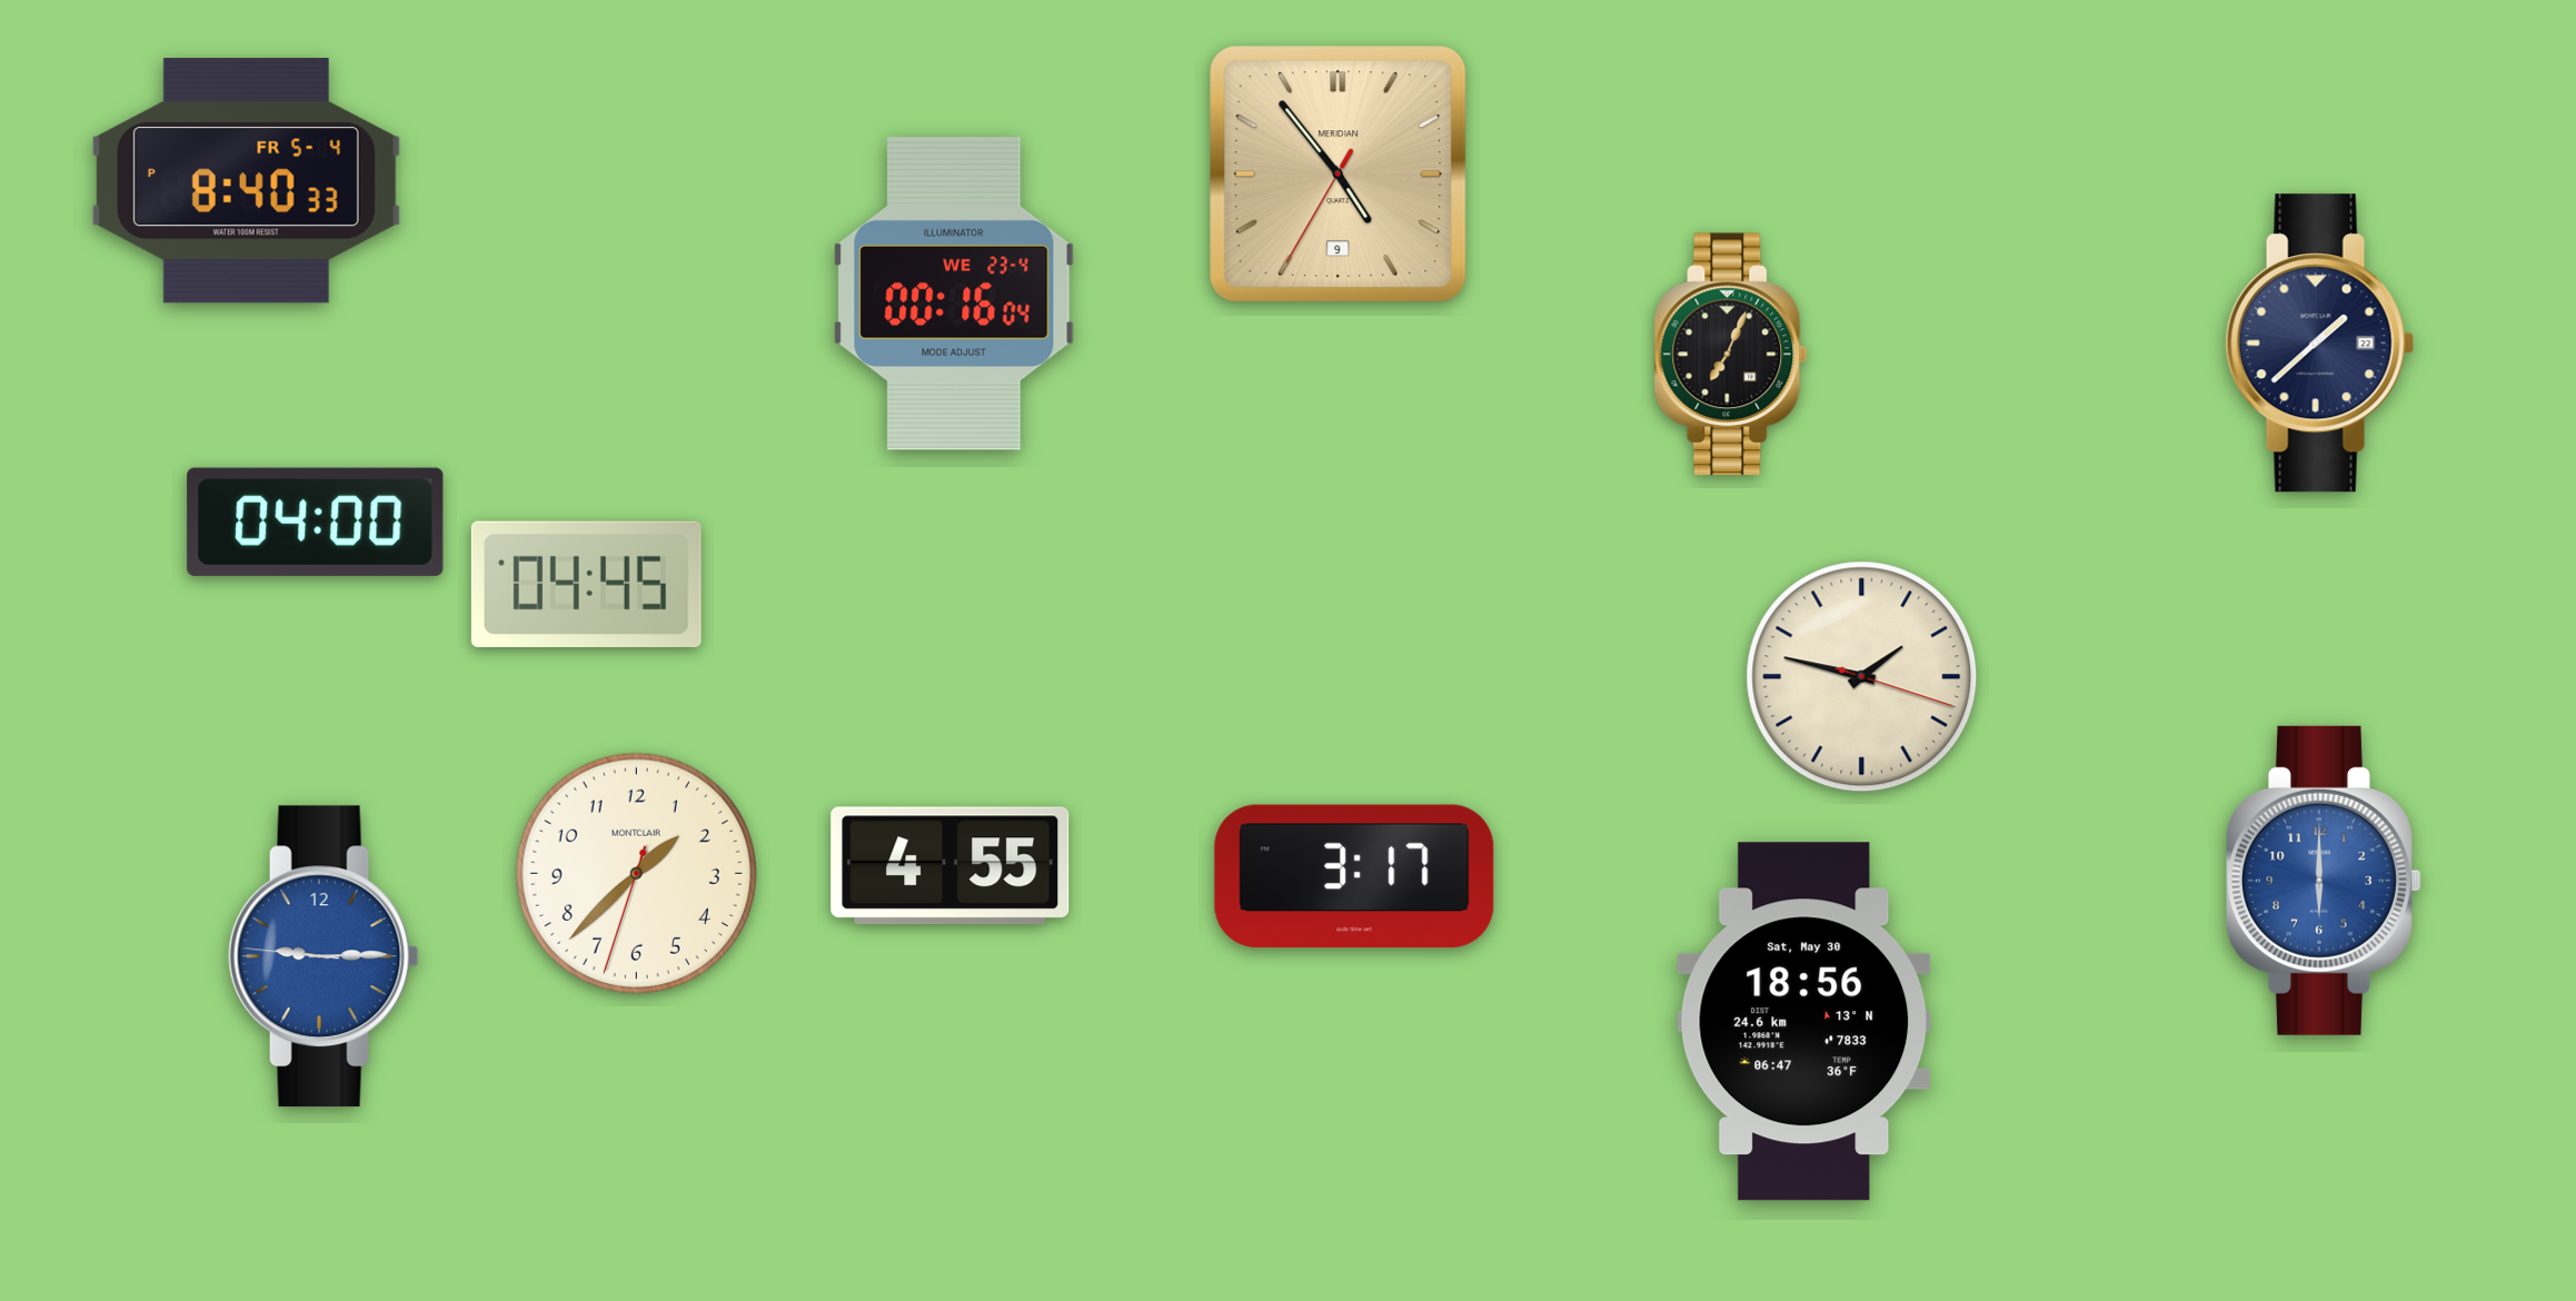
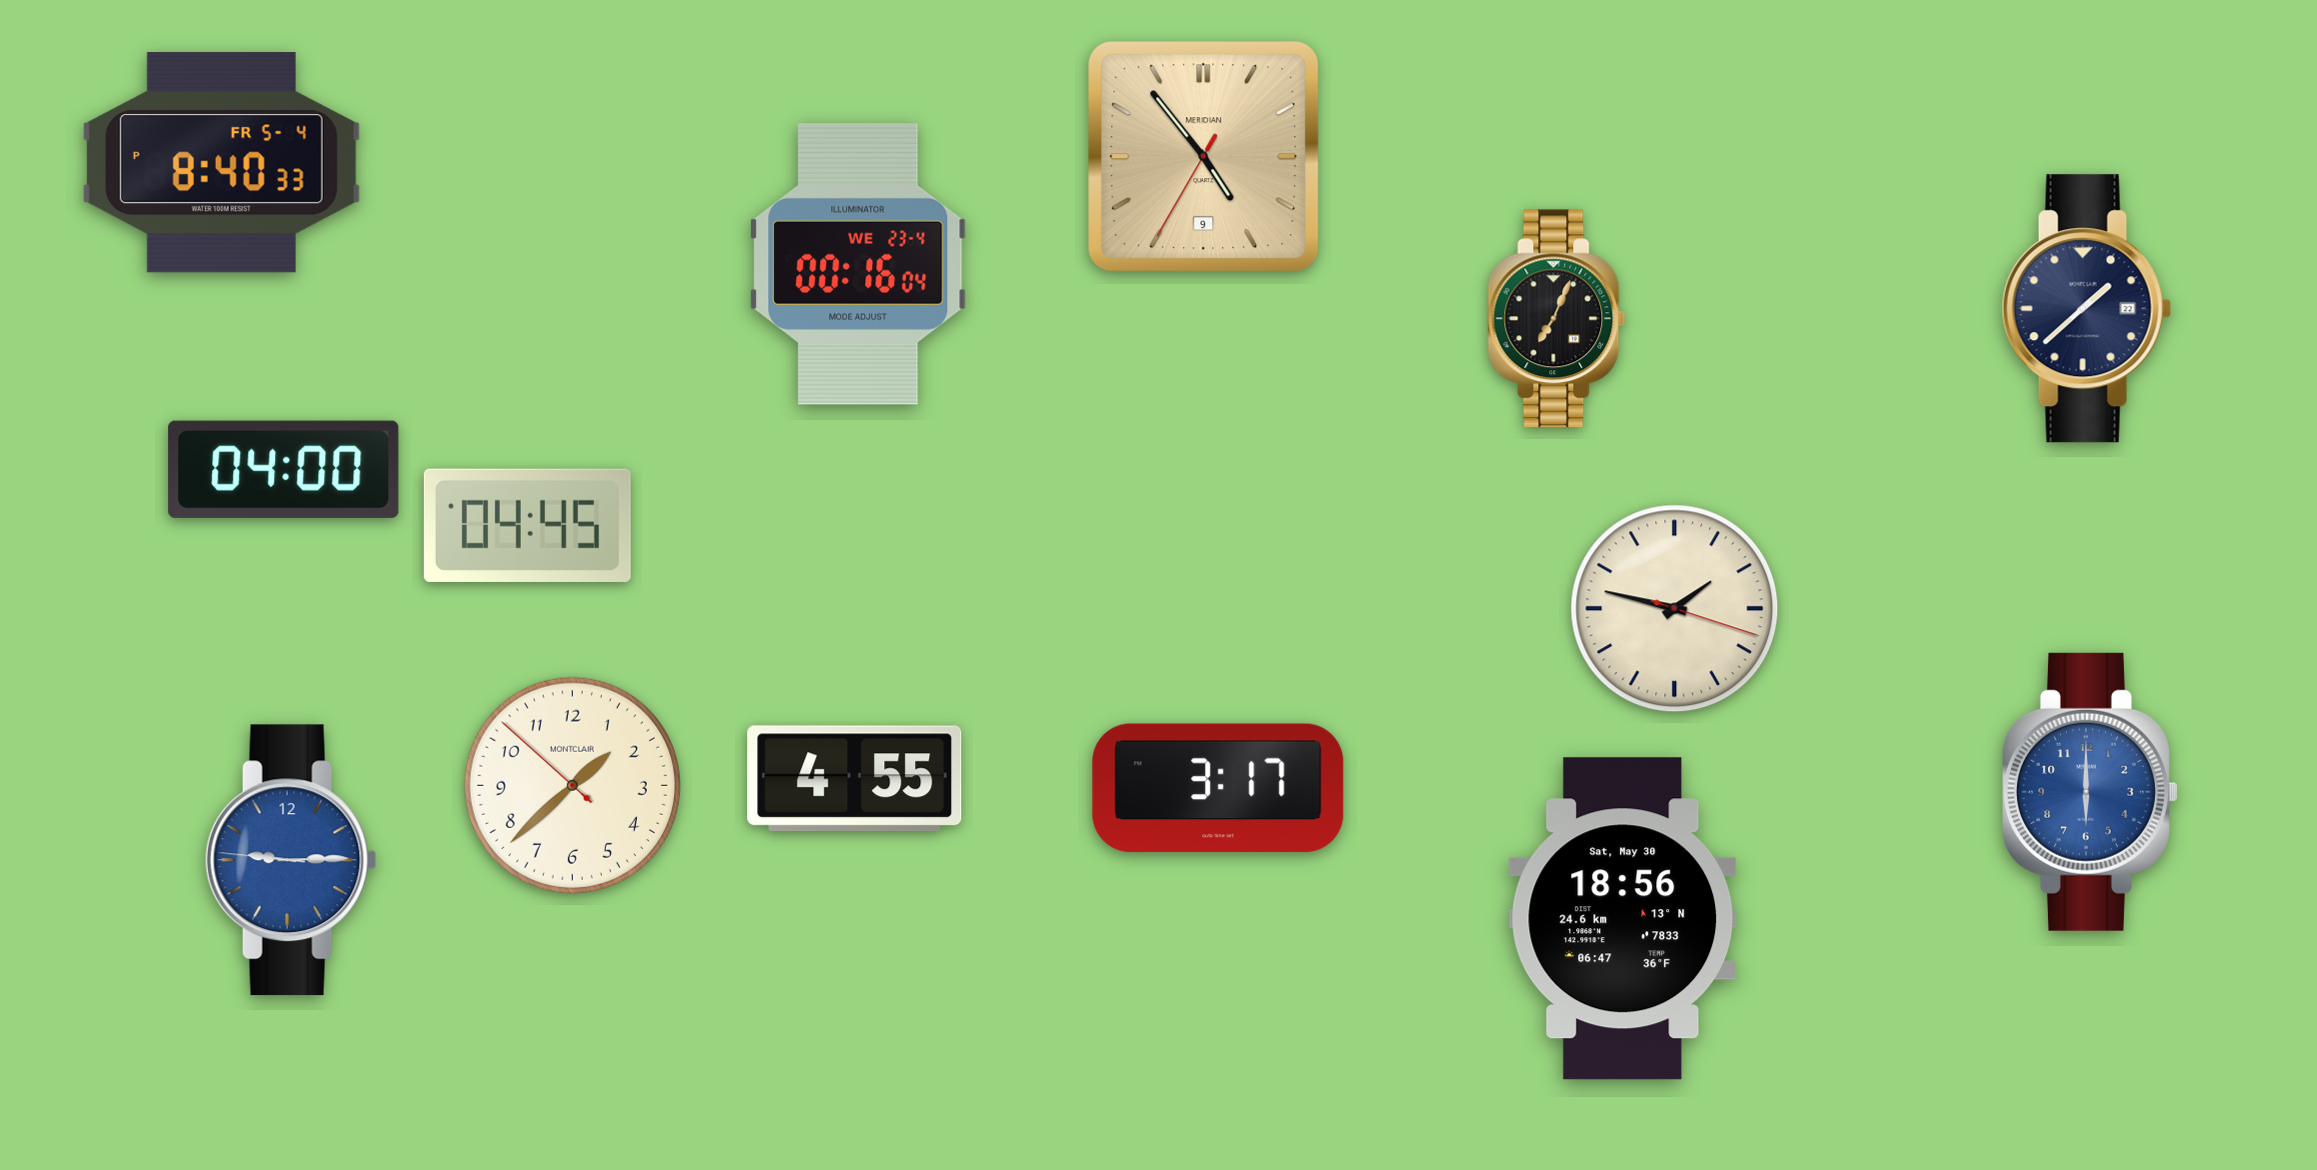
clock at (636, 873): 1:37:33 -> 1:37:52
